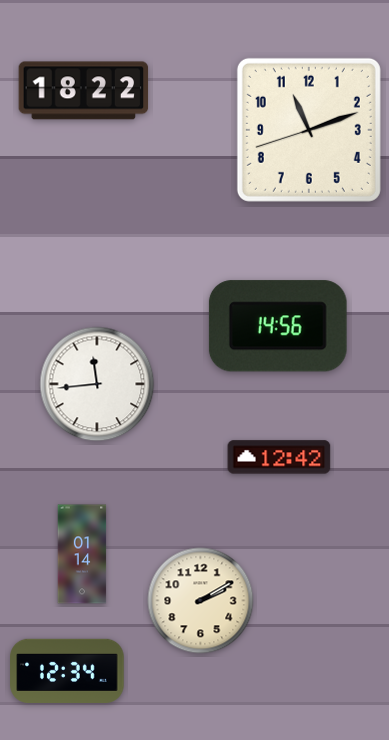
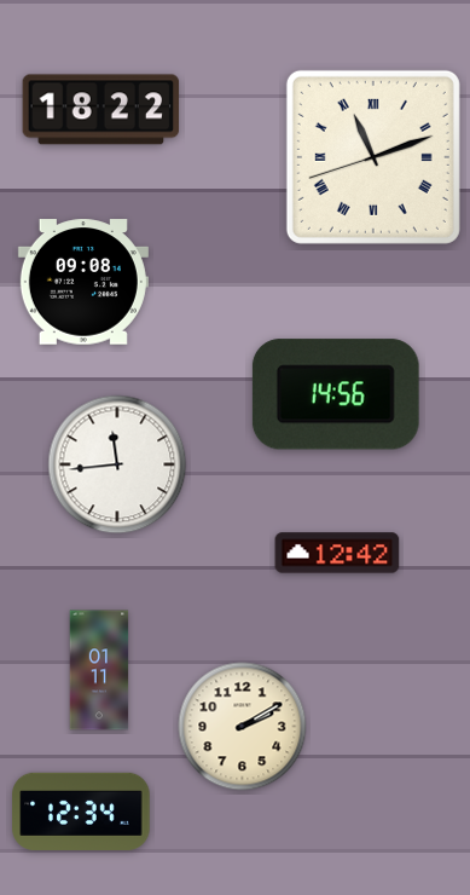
clock at (309, 130) numerals: Arabic -> Roman
clock at (83, 282): none -> 09:08
clock at (82, 554): 01:14 -> 01:11
